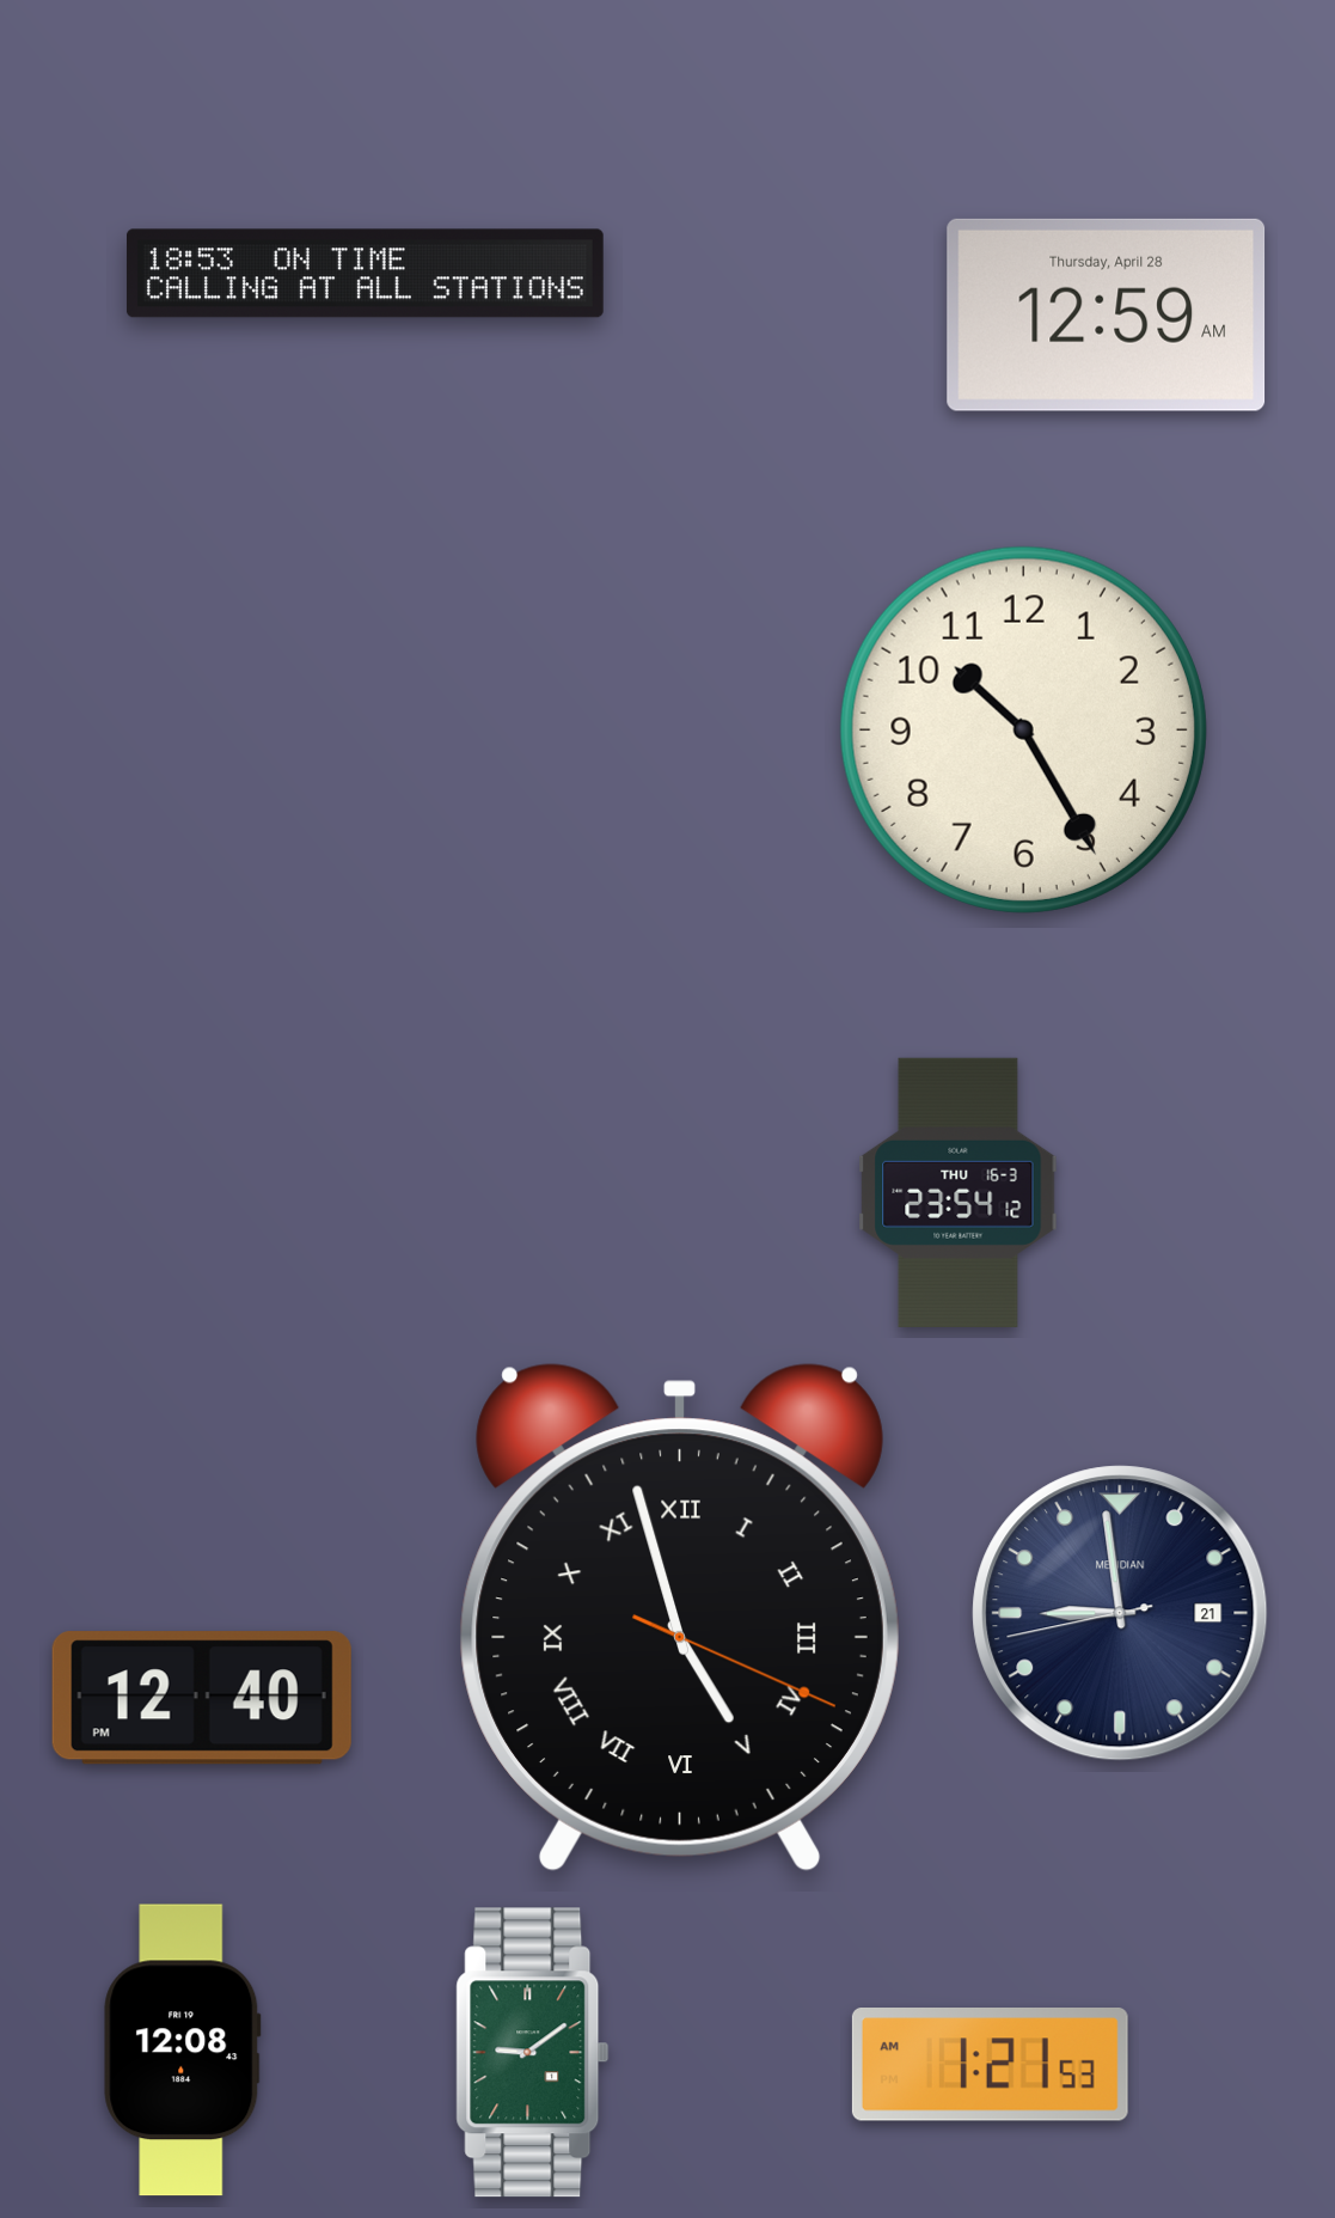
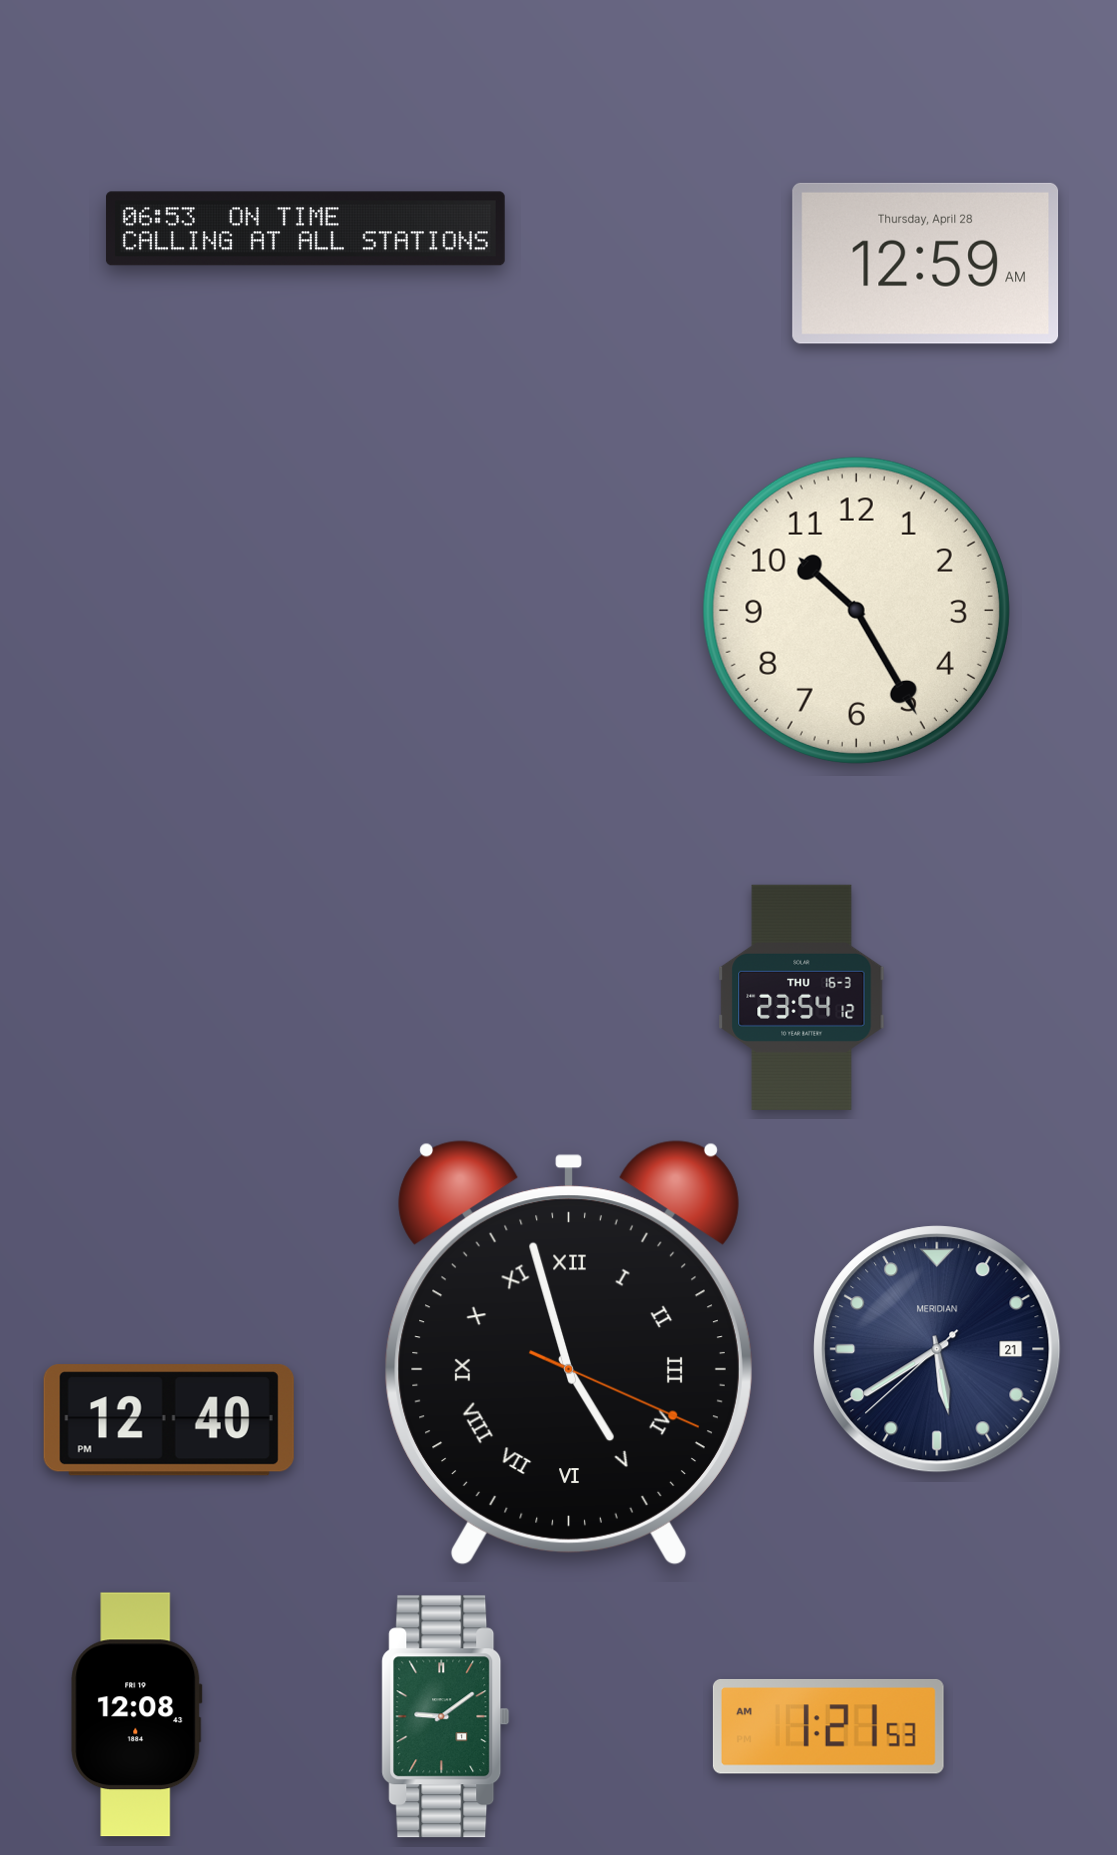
clock at (365, 274): 18:53 -> 06:53
clock at (1120, 1613): 8:58 -> 5:39
clock at (183, 2051) position: (183, 2051) -> (137, 1715)
